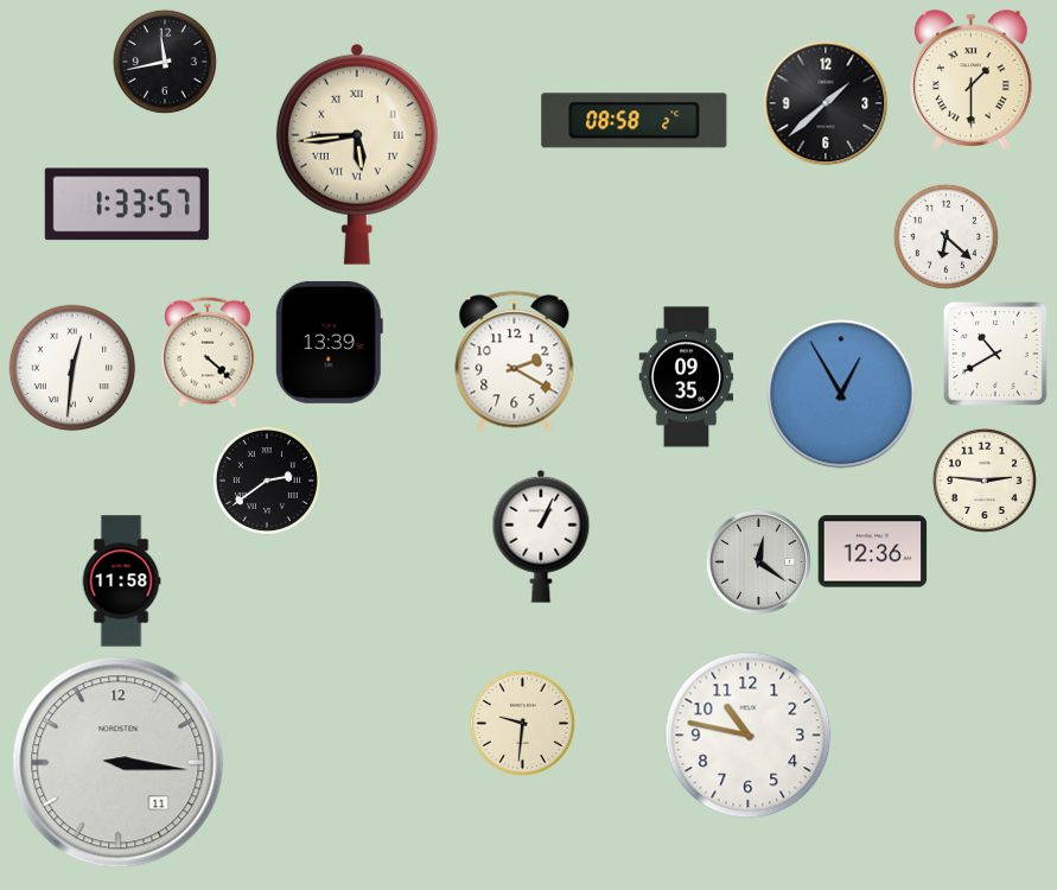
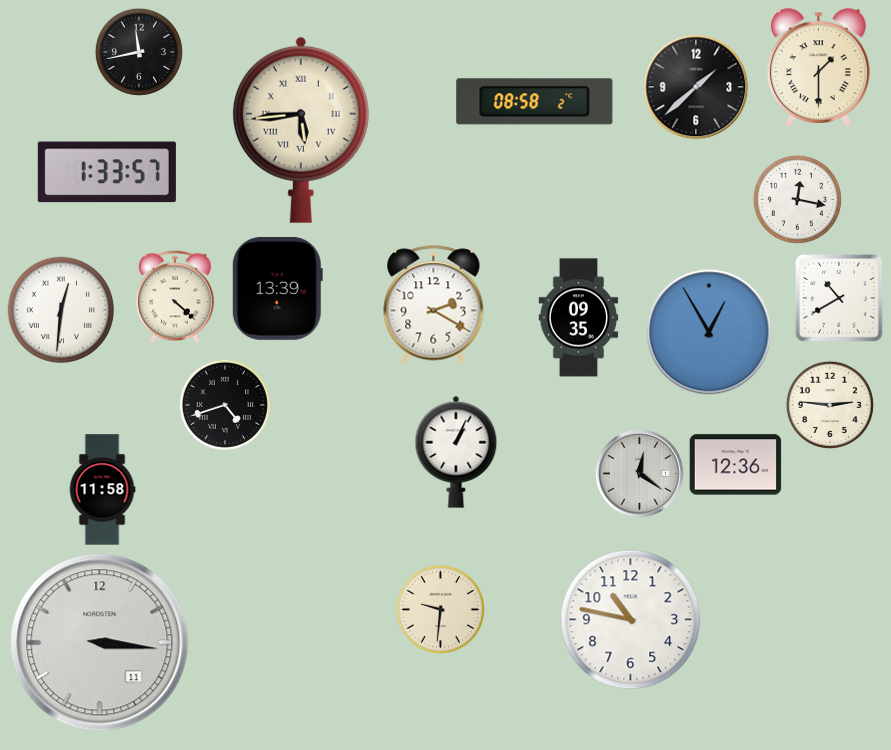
clock at (945, 236): 6:22 -> 12:17
clock at (267, 481): 2:39 -> 4:42
